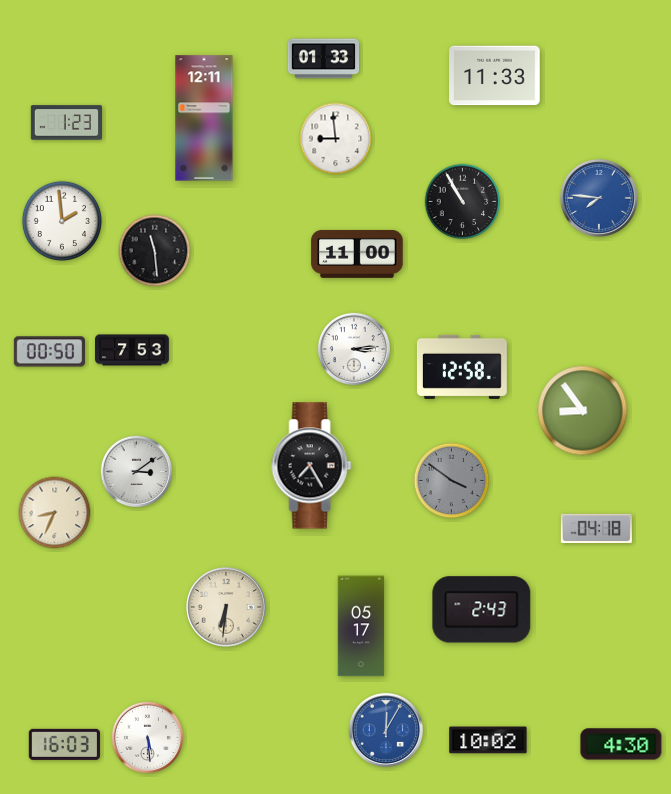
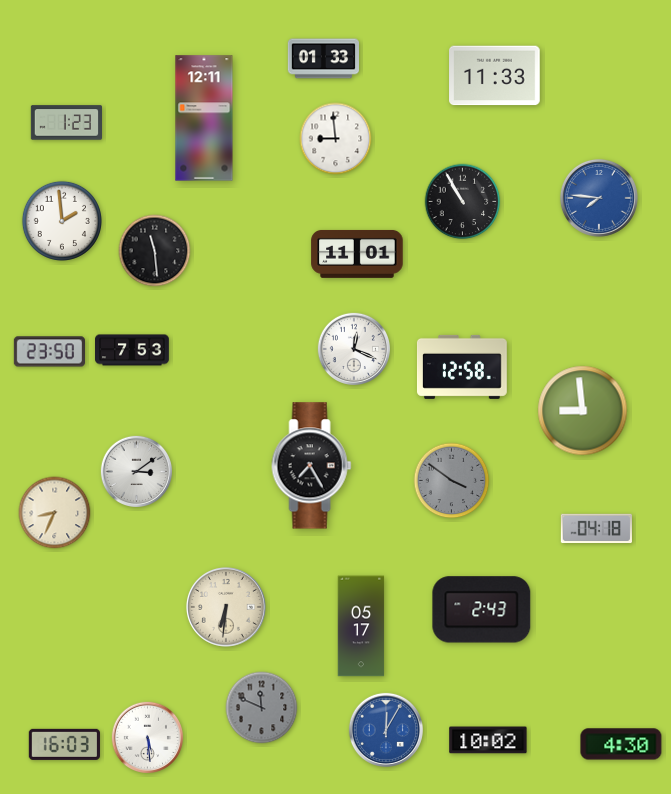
clock at (357, 254): 11:00 -> 11:01
clock at (353, 348): 3:14 -> 12:19
clock at (49, 352): 00:50 -> 23:50
clock at (583, 411): 8:54 -> 8:59
clock at (262, 708): none -> 11:49
